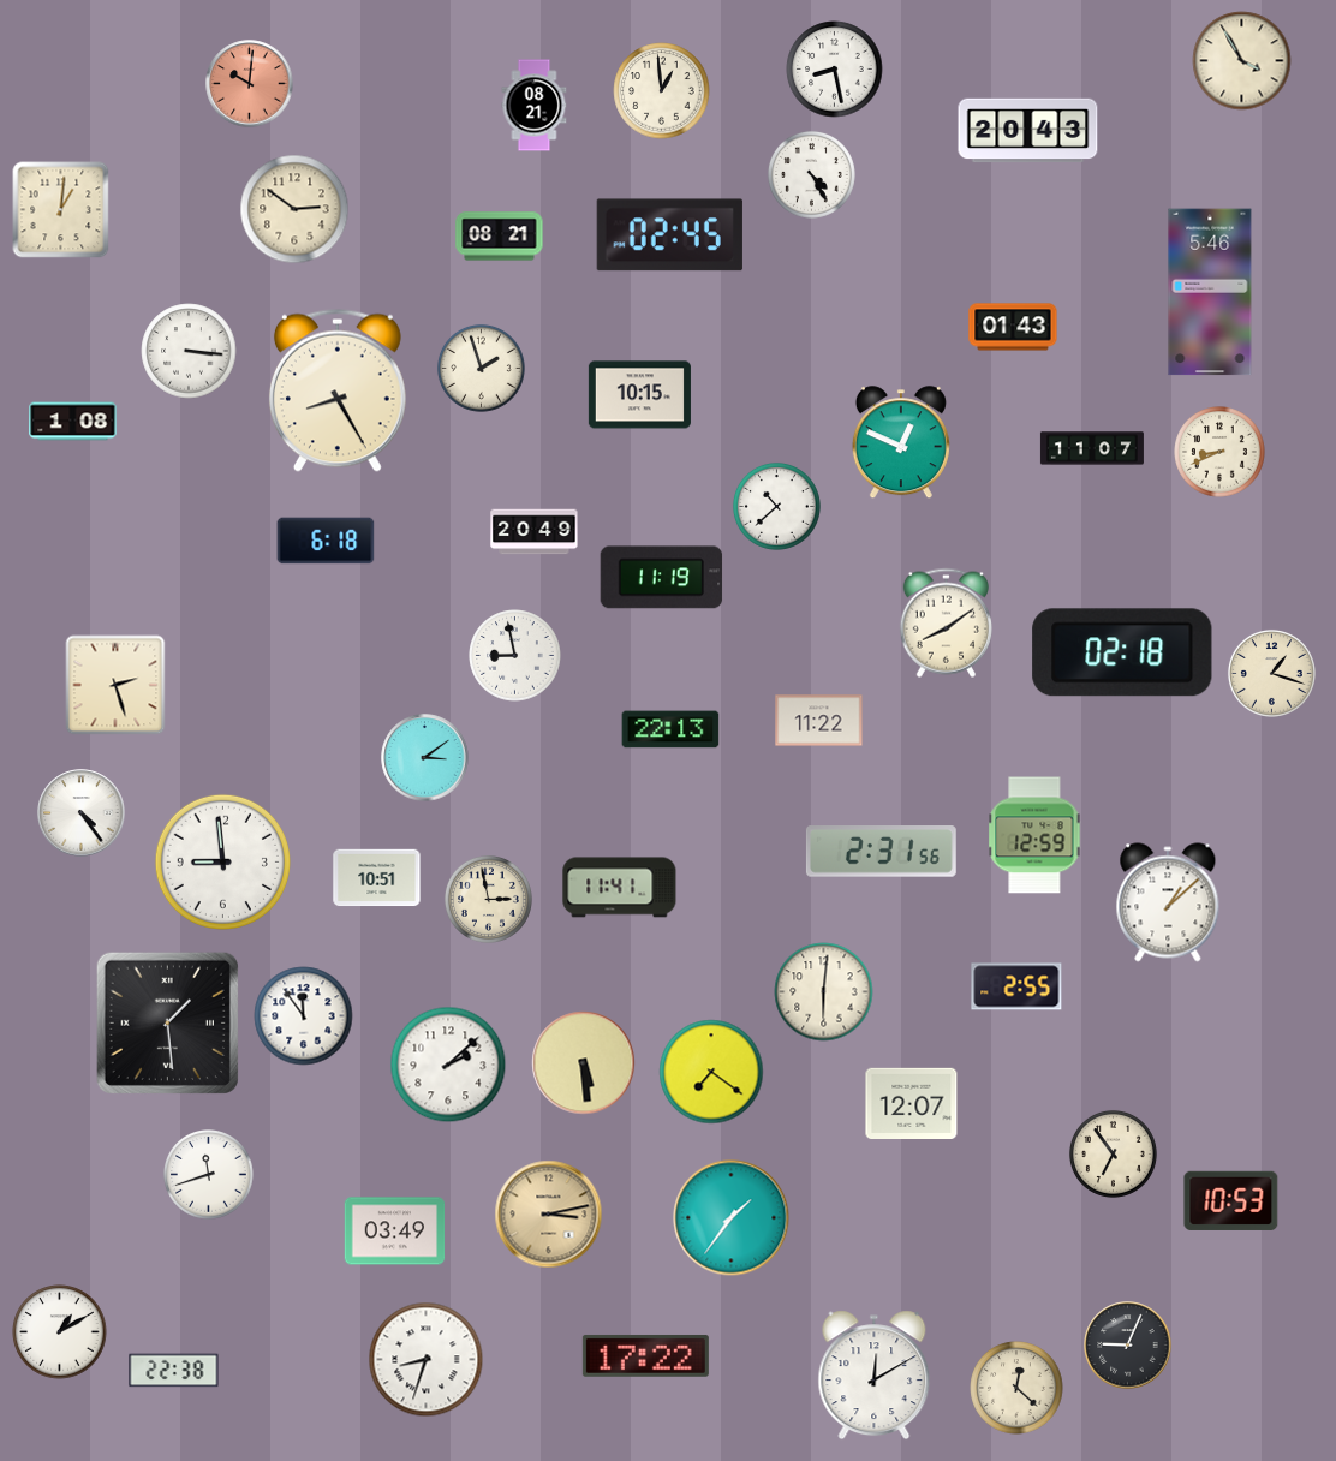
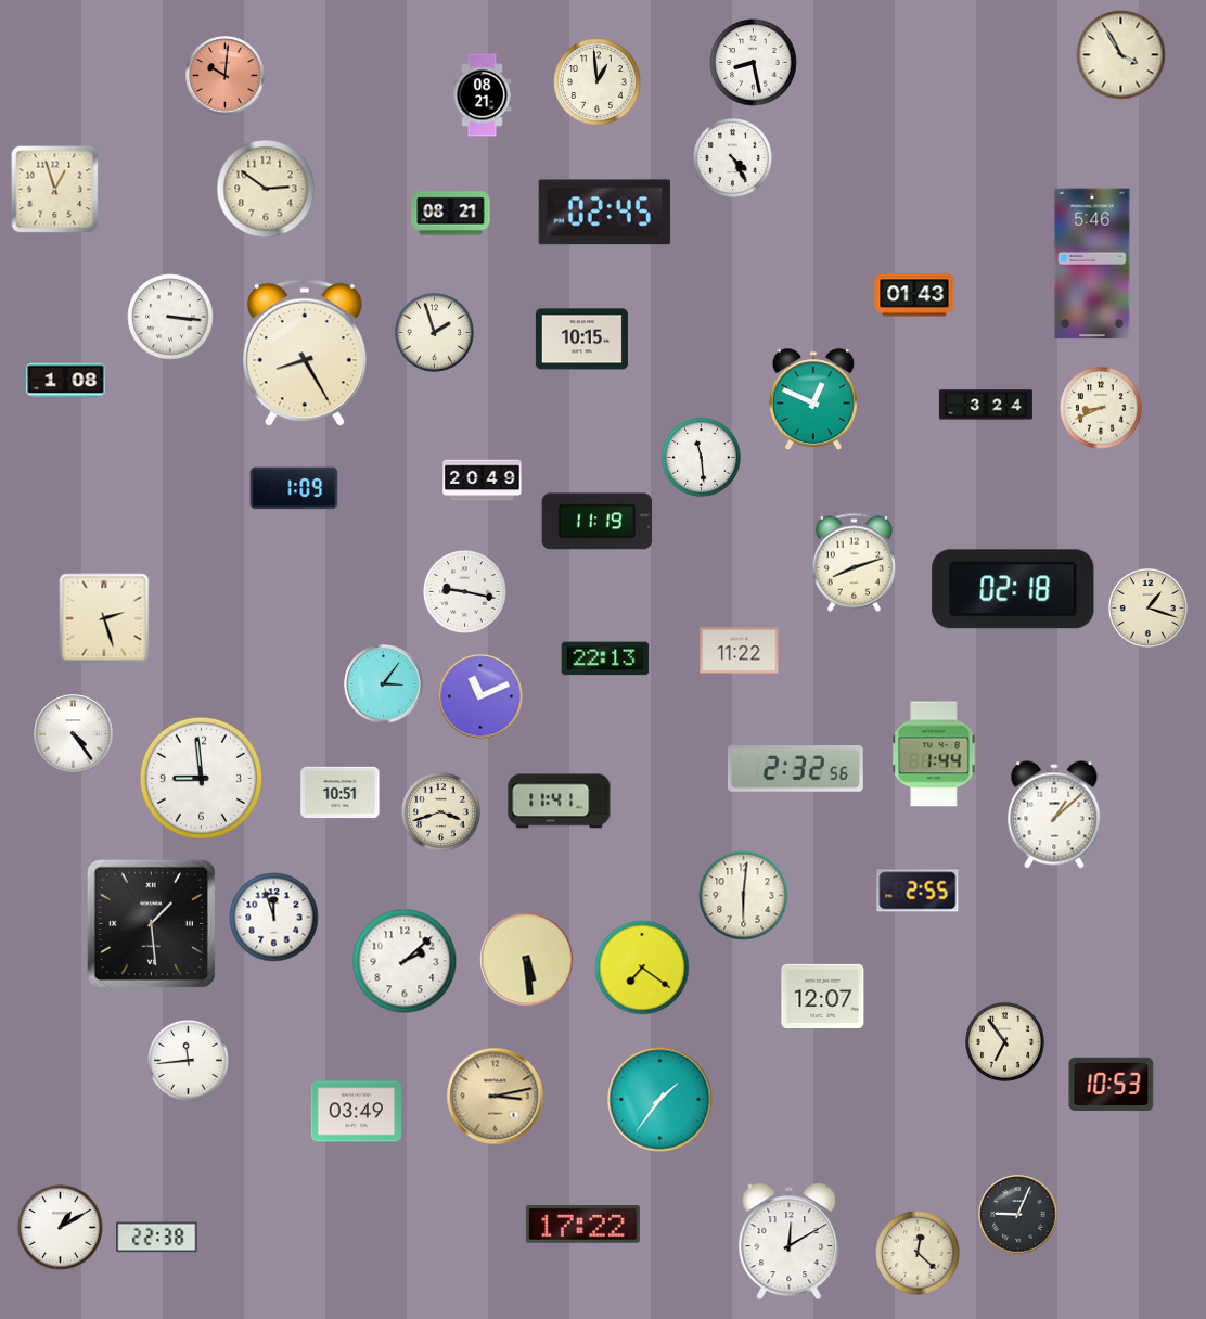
clock at (1028, 131): 20:43 -> none
clock at (61, 210): 1:01 -> 12:57
clock at (639, 395) position: (639, 395) -> (581, 340)
clock at (1092, 448): 11:07 -> 3:24
clock at (776, 506): 10:38 -> 11:29
clock at (326, 541): 6:18 -> 1:09
clock at (946, 622): 8:09 -> 8:12
clock at (515, 656): 8:58 -> 9:17
clock at (425, 758): 3:09 -> 3:06
clock at (480, 696): none -> 11:11
clock at (1034, 835): 12:59 -> 1:44
clock at (881, 852): 2:31 -> 2:32
clock at (488, 899): 2:58 -> 3:42
clock at (304, 1016): 11:54 -> 11:57
clock at (209, 1175): 11:42 -> 11:44
clock at (60, 1332) position: (60, 1332) -> (61, 1228)
clock at (427, 1360): 8:33 -> none
